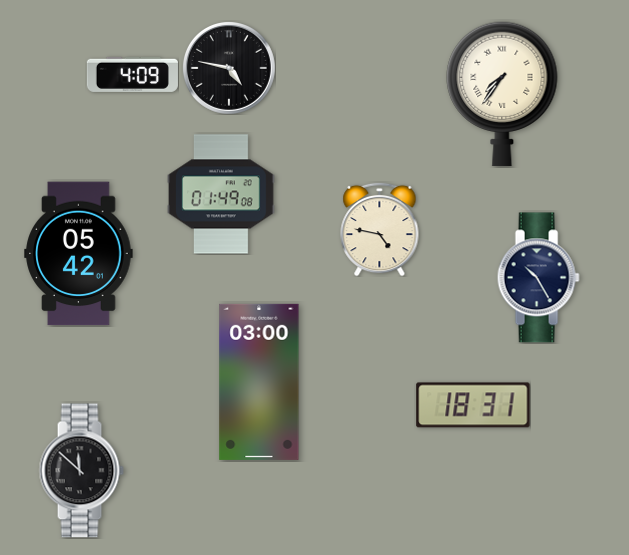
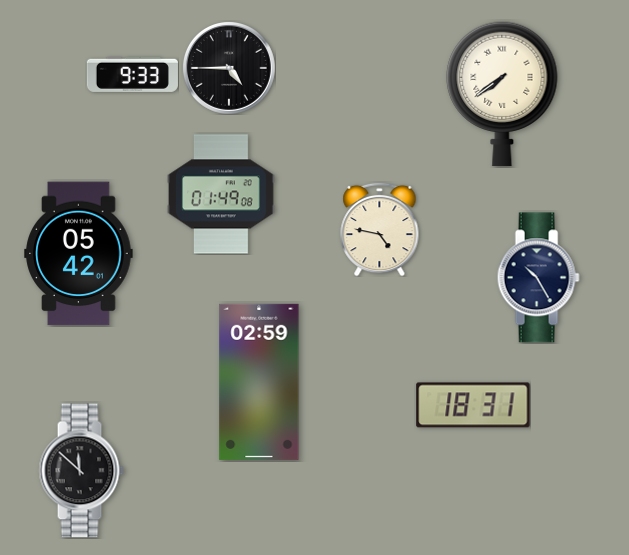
clock at (229, 68): 4:47 -> 4:45
clock at (132, 74): 4:09 -> 9:33
clock at (502, 94): 7:36 -> 7:39
clock at (259, 382): 03:00 -> 02:59
